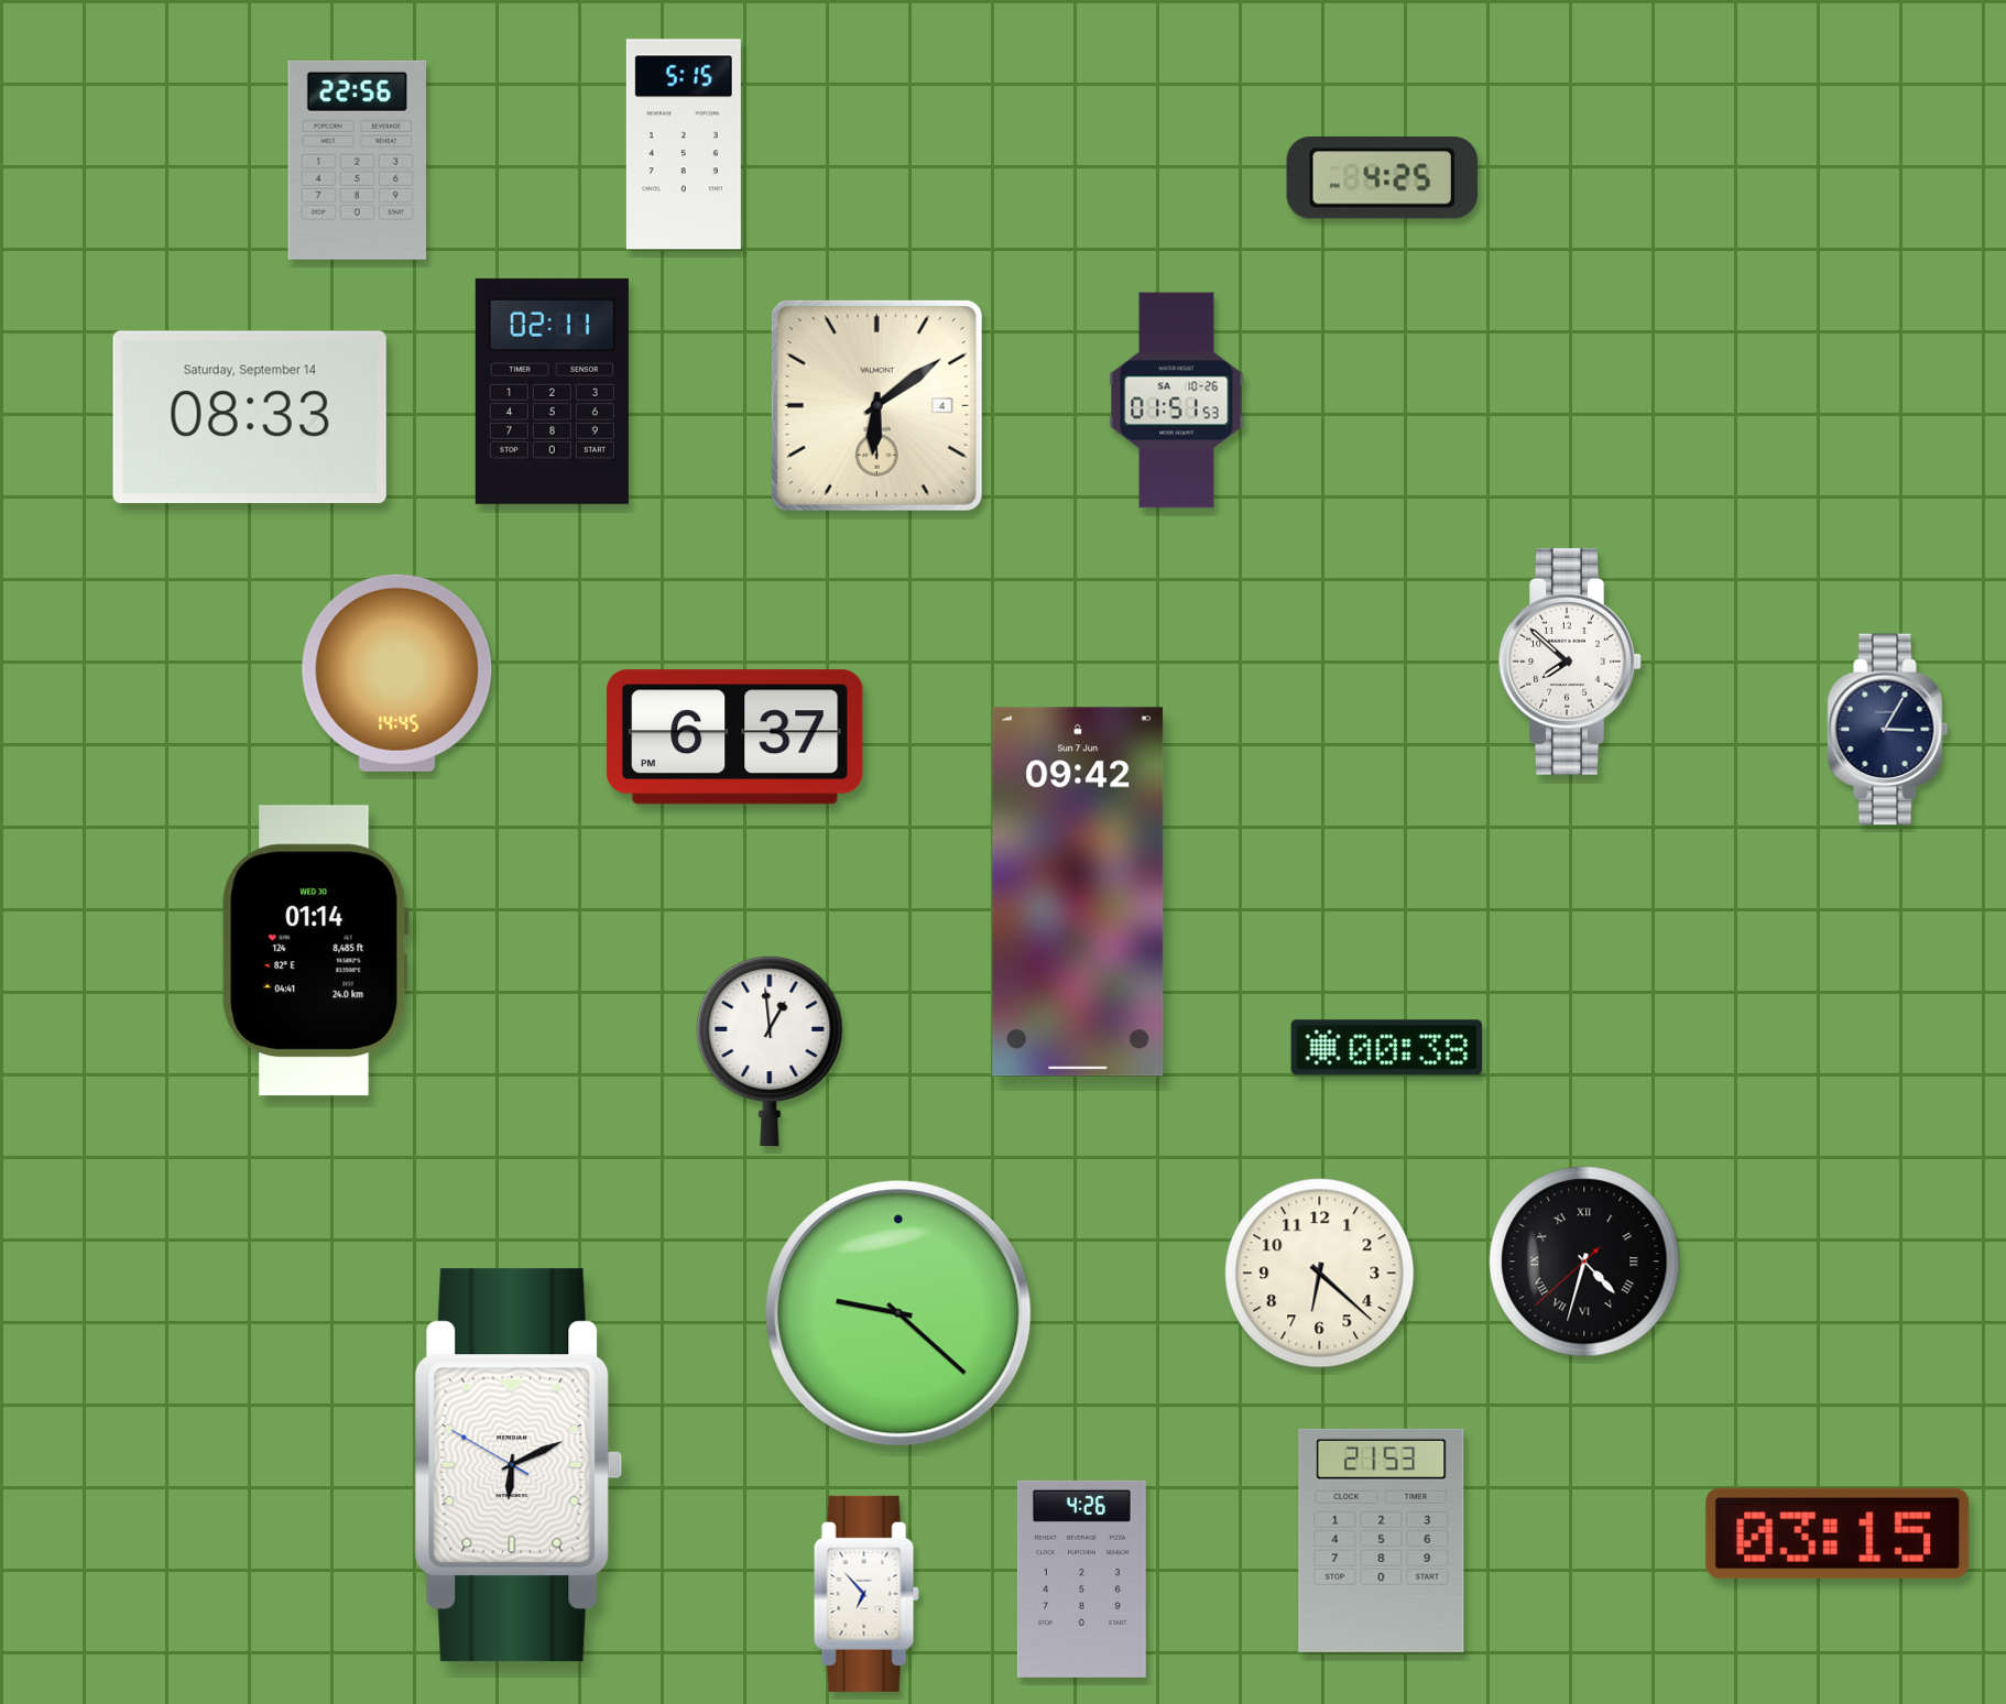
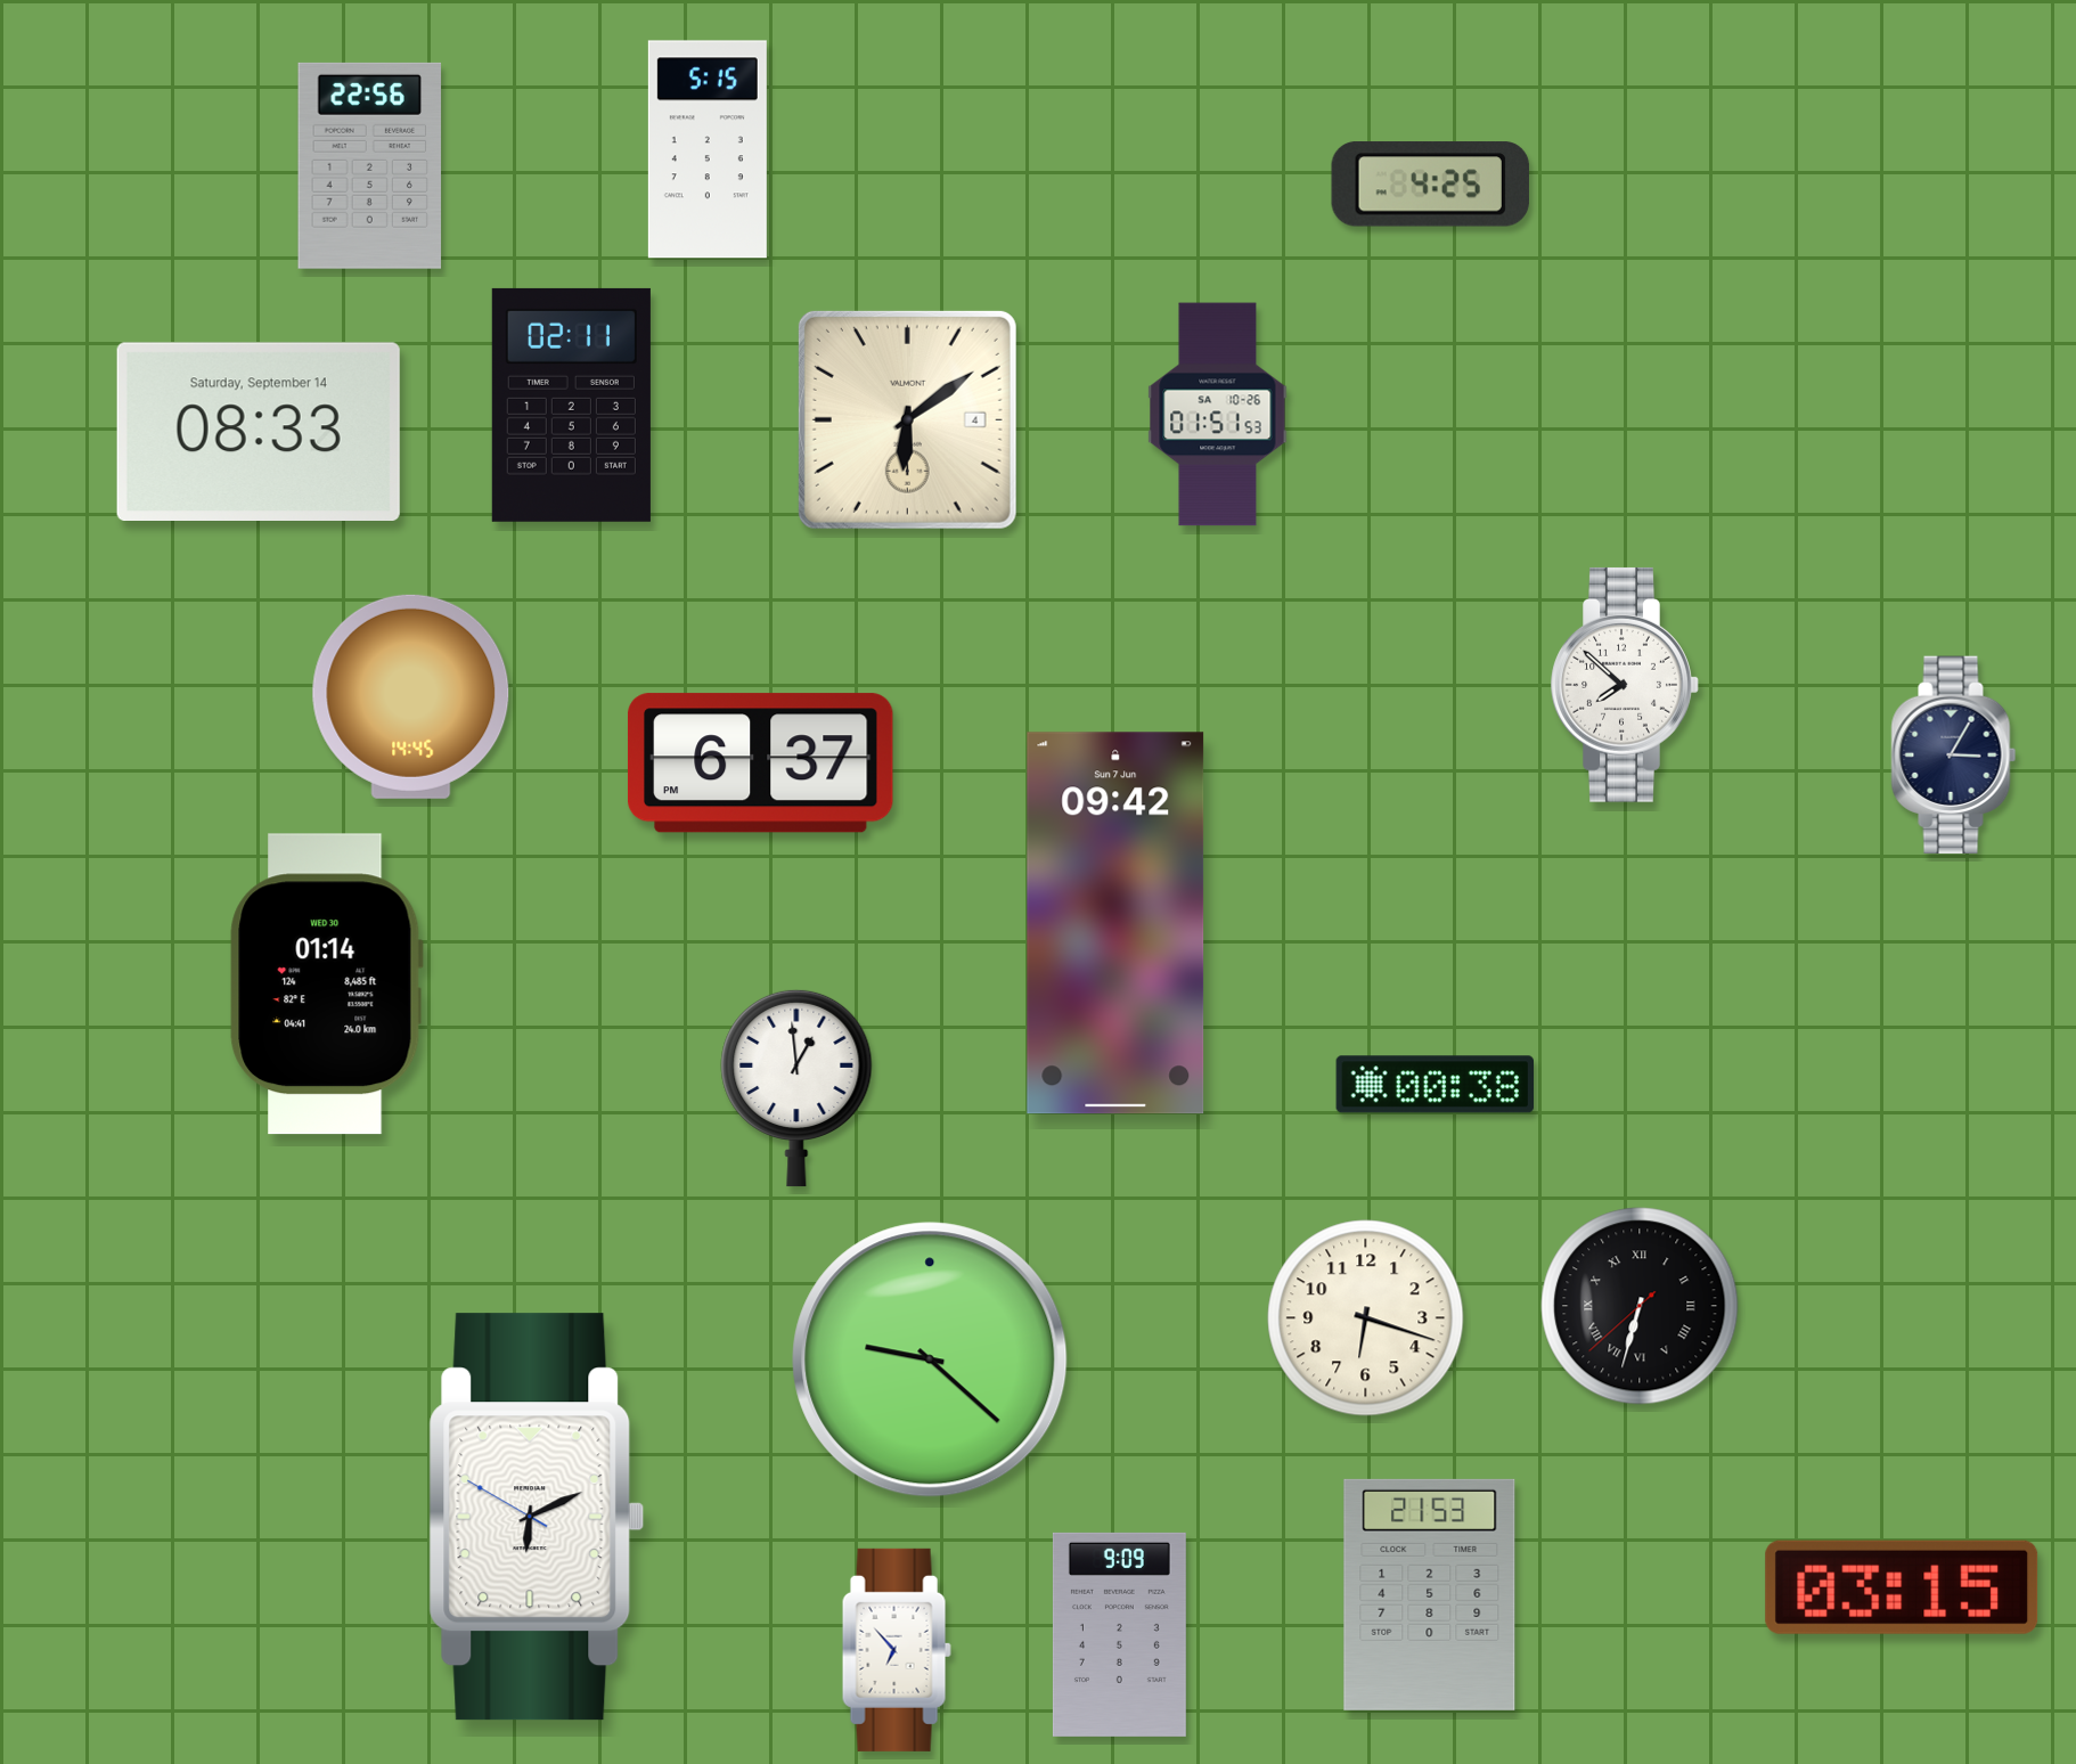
clock at (1584, 1261): 4:32 -> 6:32
clock at (1320, 1274): 6:22 -> 6:18
clock at (1081, 1579): 4:26 -> 9:09
